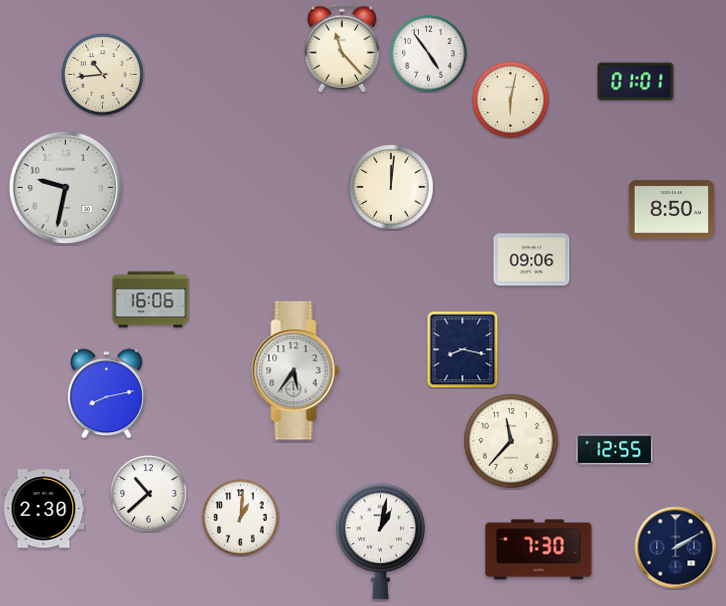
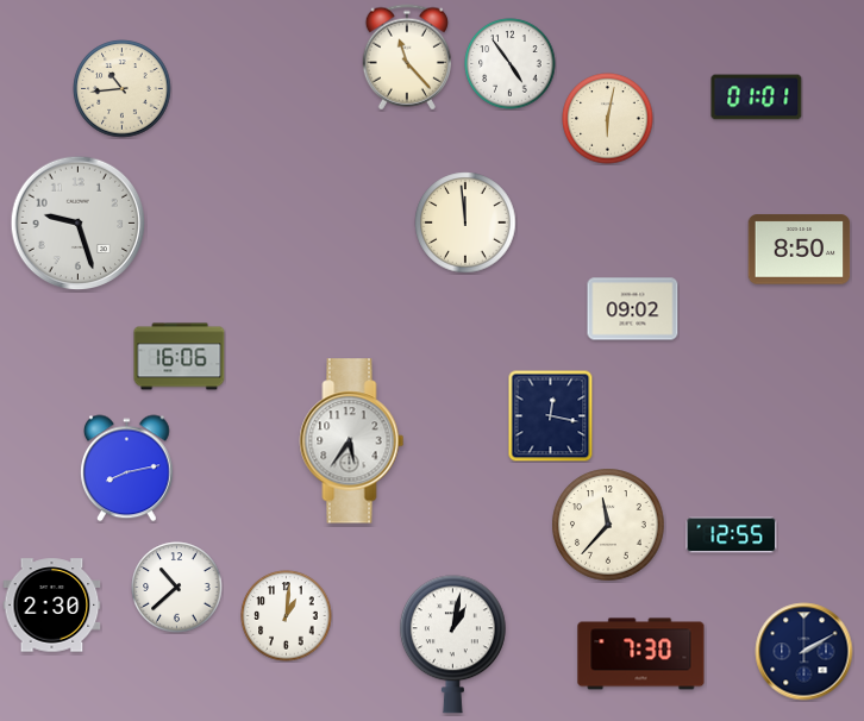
clock at (391, 187): 12:01 -> 11:59
clock at (66, 188): 9:32 -> 9:27
clock at (532, 260): 09:06 -> 09:02
clock at (463, 349): 8:17 -> 12:17
